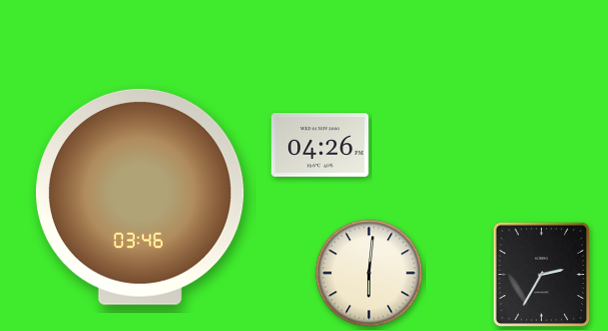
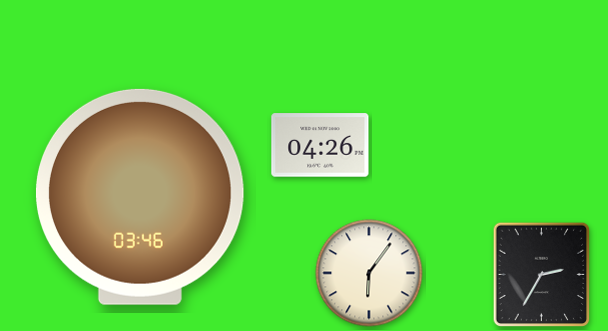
clock at (369, 273): 6:01 -> 6:06
